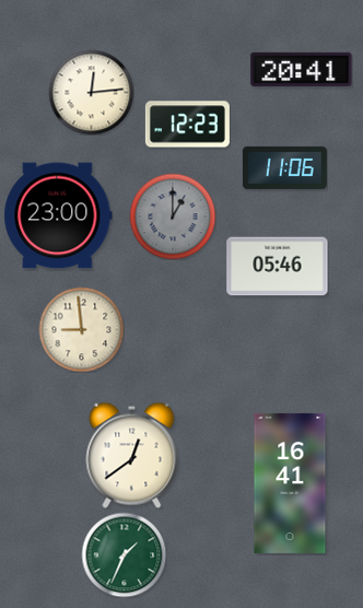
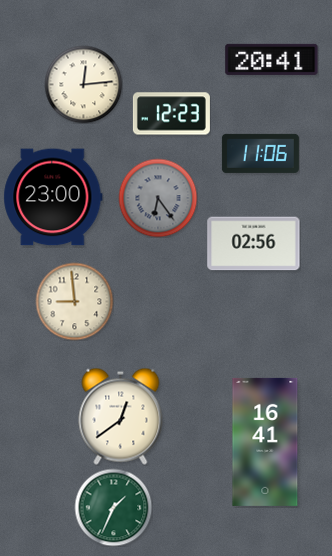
clock at (302, 69) position: (302, 69) -> (272, 59)
clock at (173, 217): 1:00 -> 6:24
clock at (278, 267): 05:46 -> 02:56
